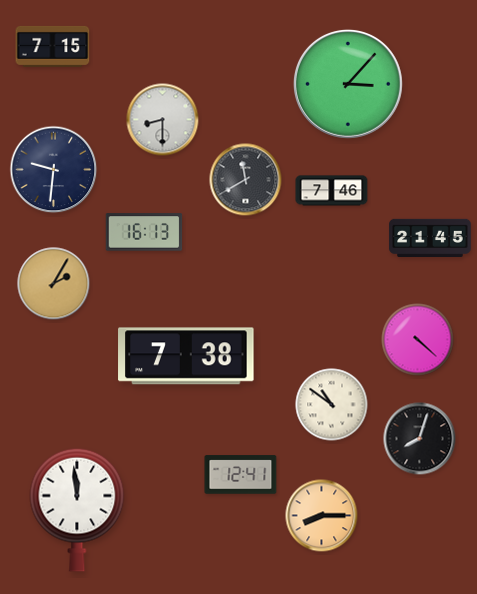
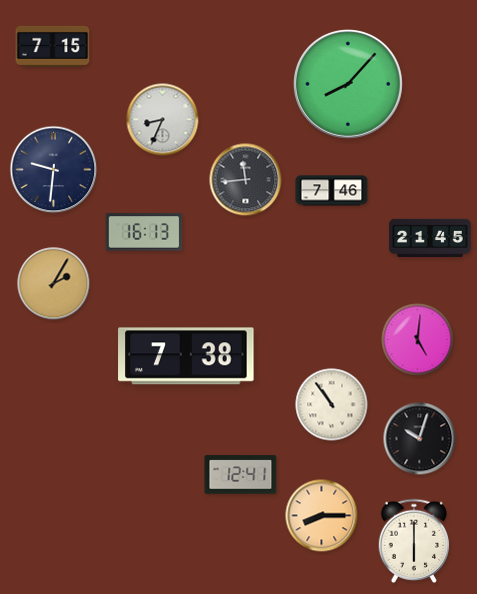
clock at (348, 84): 3:07 -> 8:07
clock at (163, 120): 8:30 -> 8:34
clock at (246, 180): 11:40 -> 11:44
clock at (418, 340): 4:22 -> 5:01
clock at (332, 405): 10:51 -> 10:54
clock at (420, 439): 8:03 -> 10:03
clock at (77, 510): 11:59 -> none
clock at (413, 541): none -> 6:00
